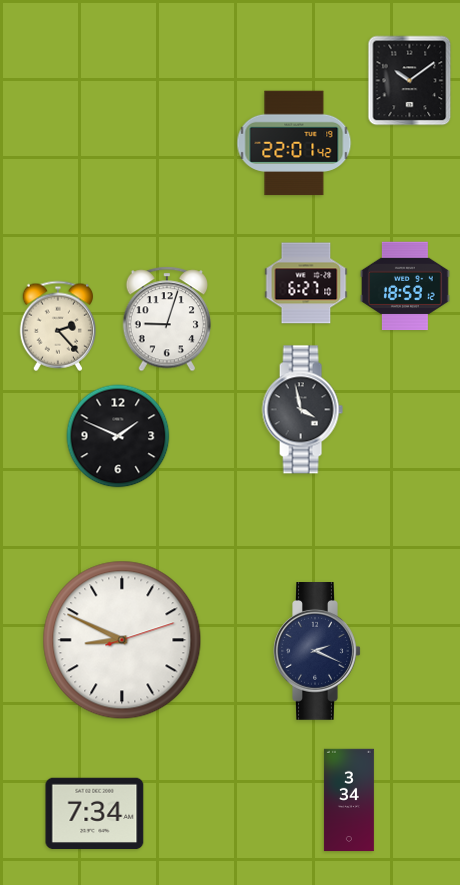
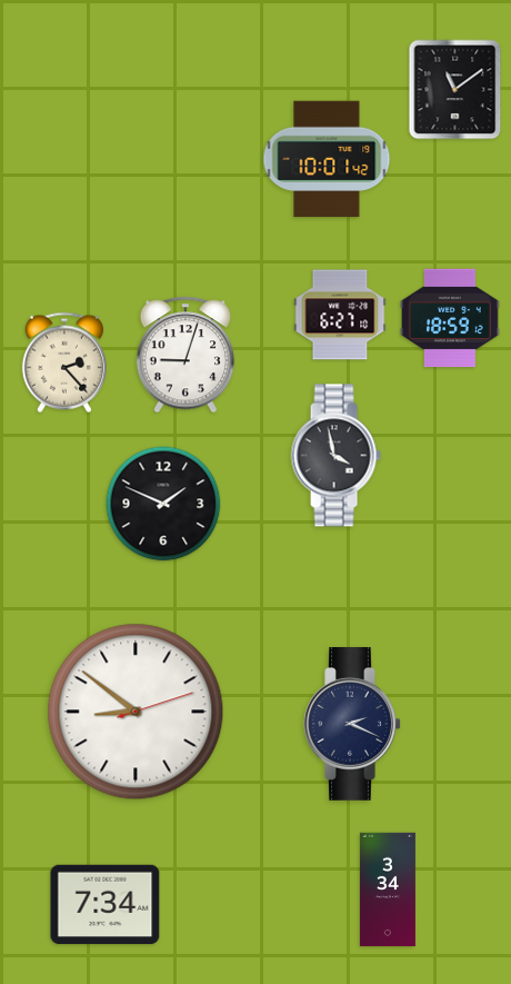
clock at (410, 81): 10:09 -> 11:09
clock at (294, 143): 22:01 -> 10:01
clock at (118, 436) position: (118, 436) -> (163, 504)
clock at (122, 640): 8:49 -> 8:51
